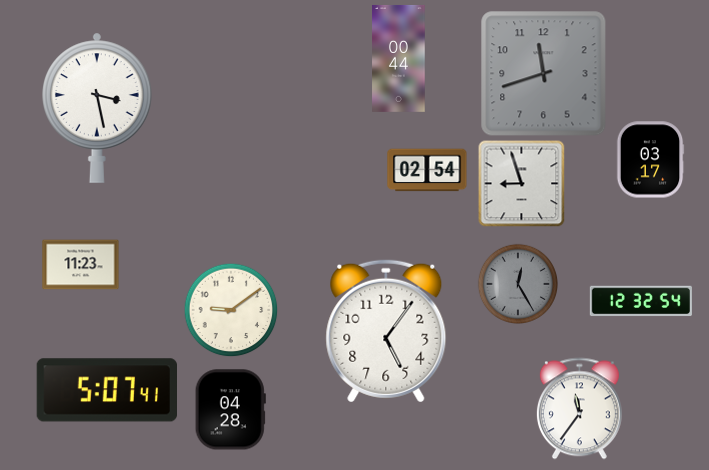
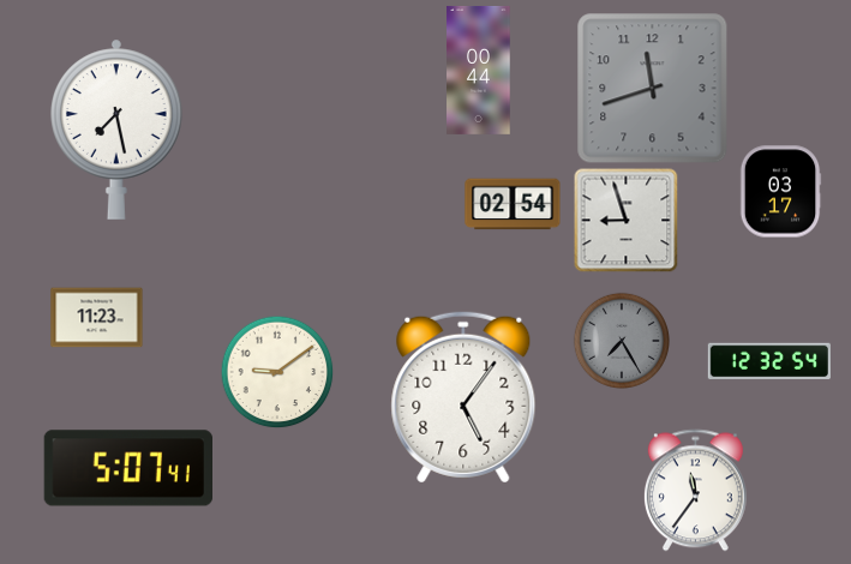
clock at (98, 108): 3:28 -> 7:28
clock at (517, 283): 12:25 -> 7:25
clock at (230, 410): 04:28 -> none
